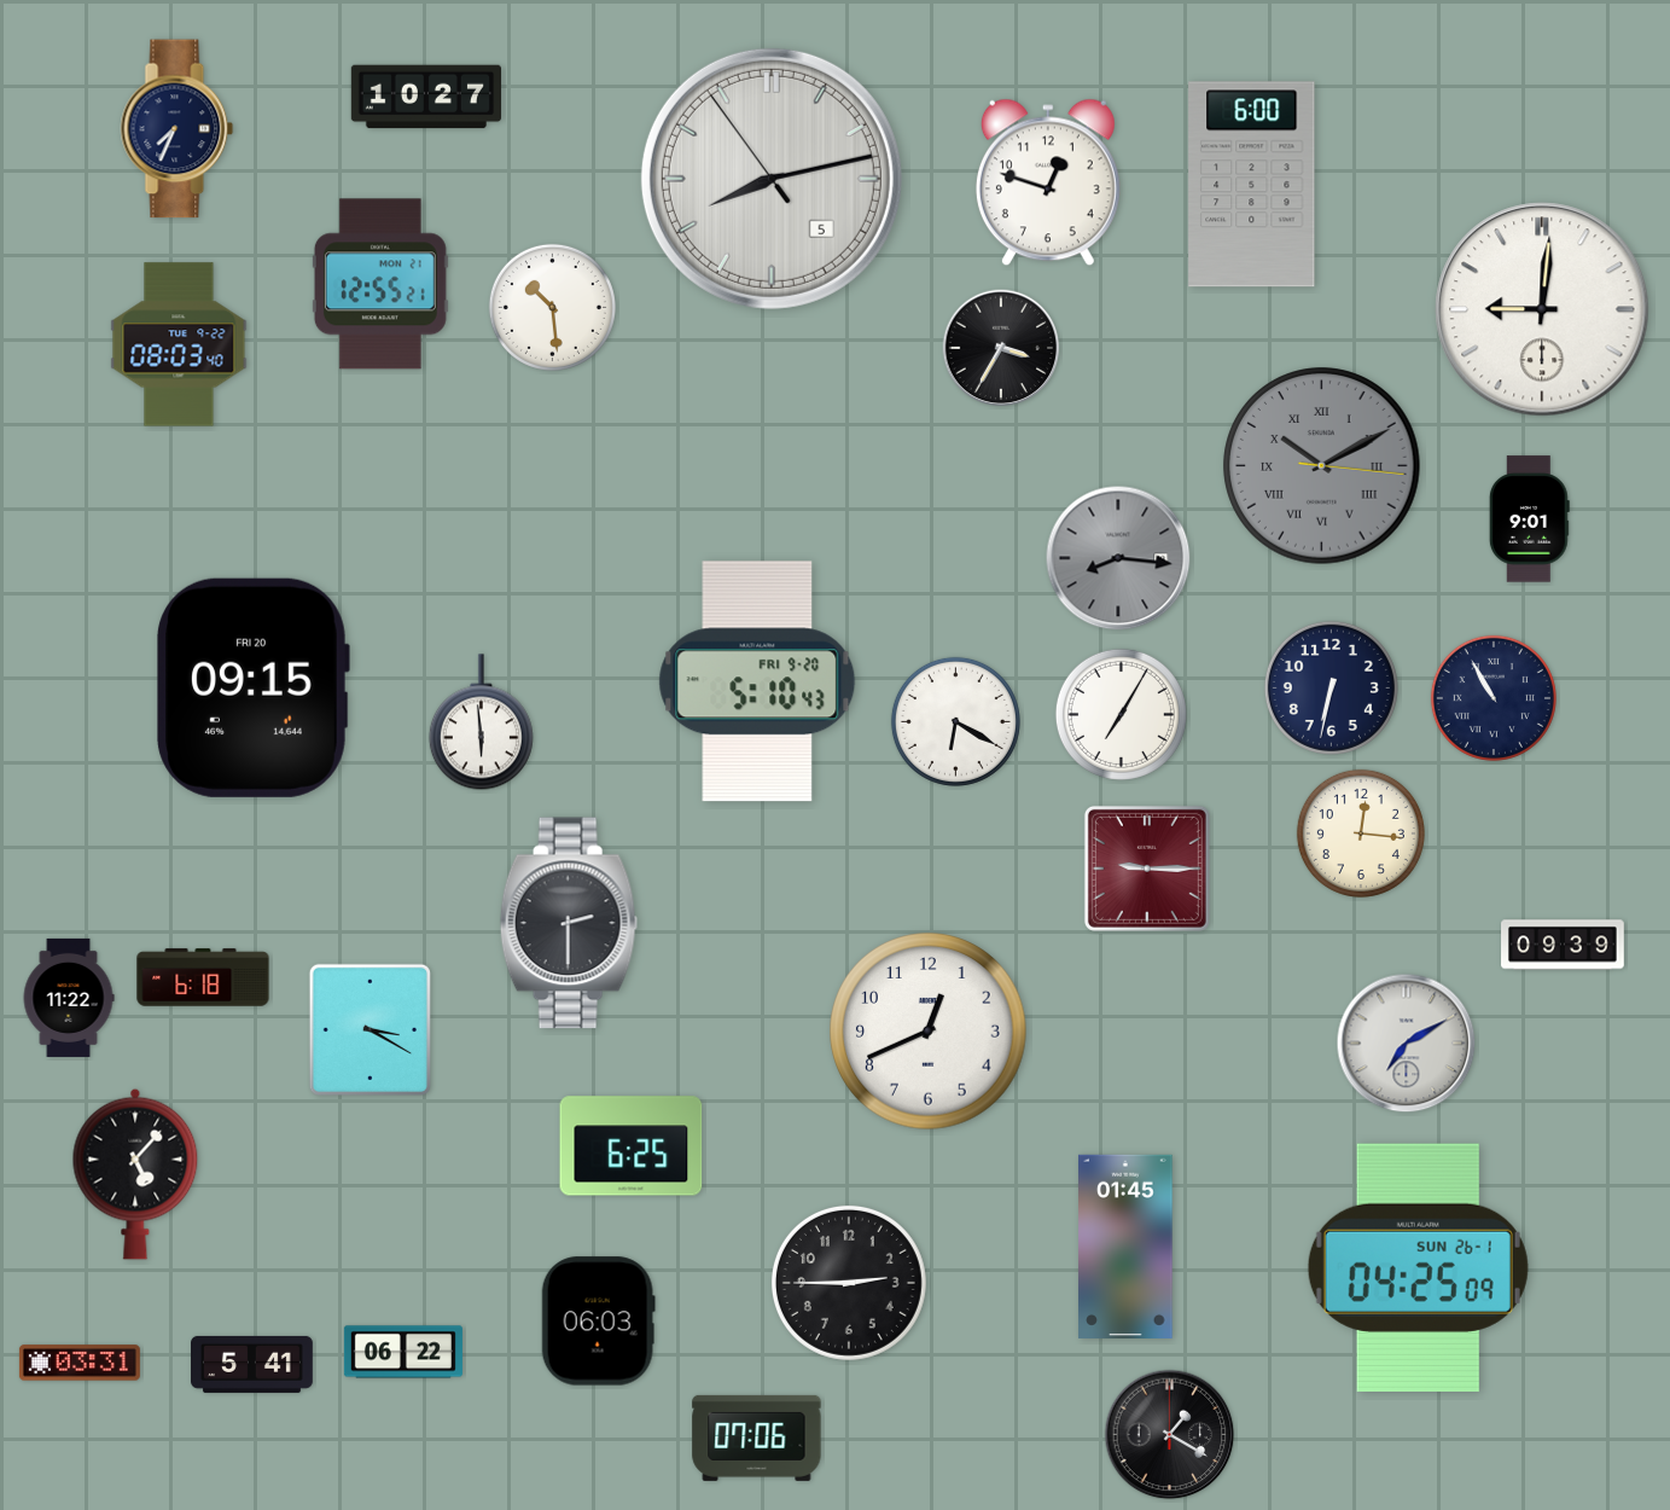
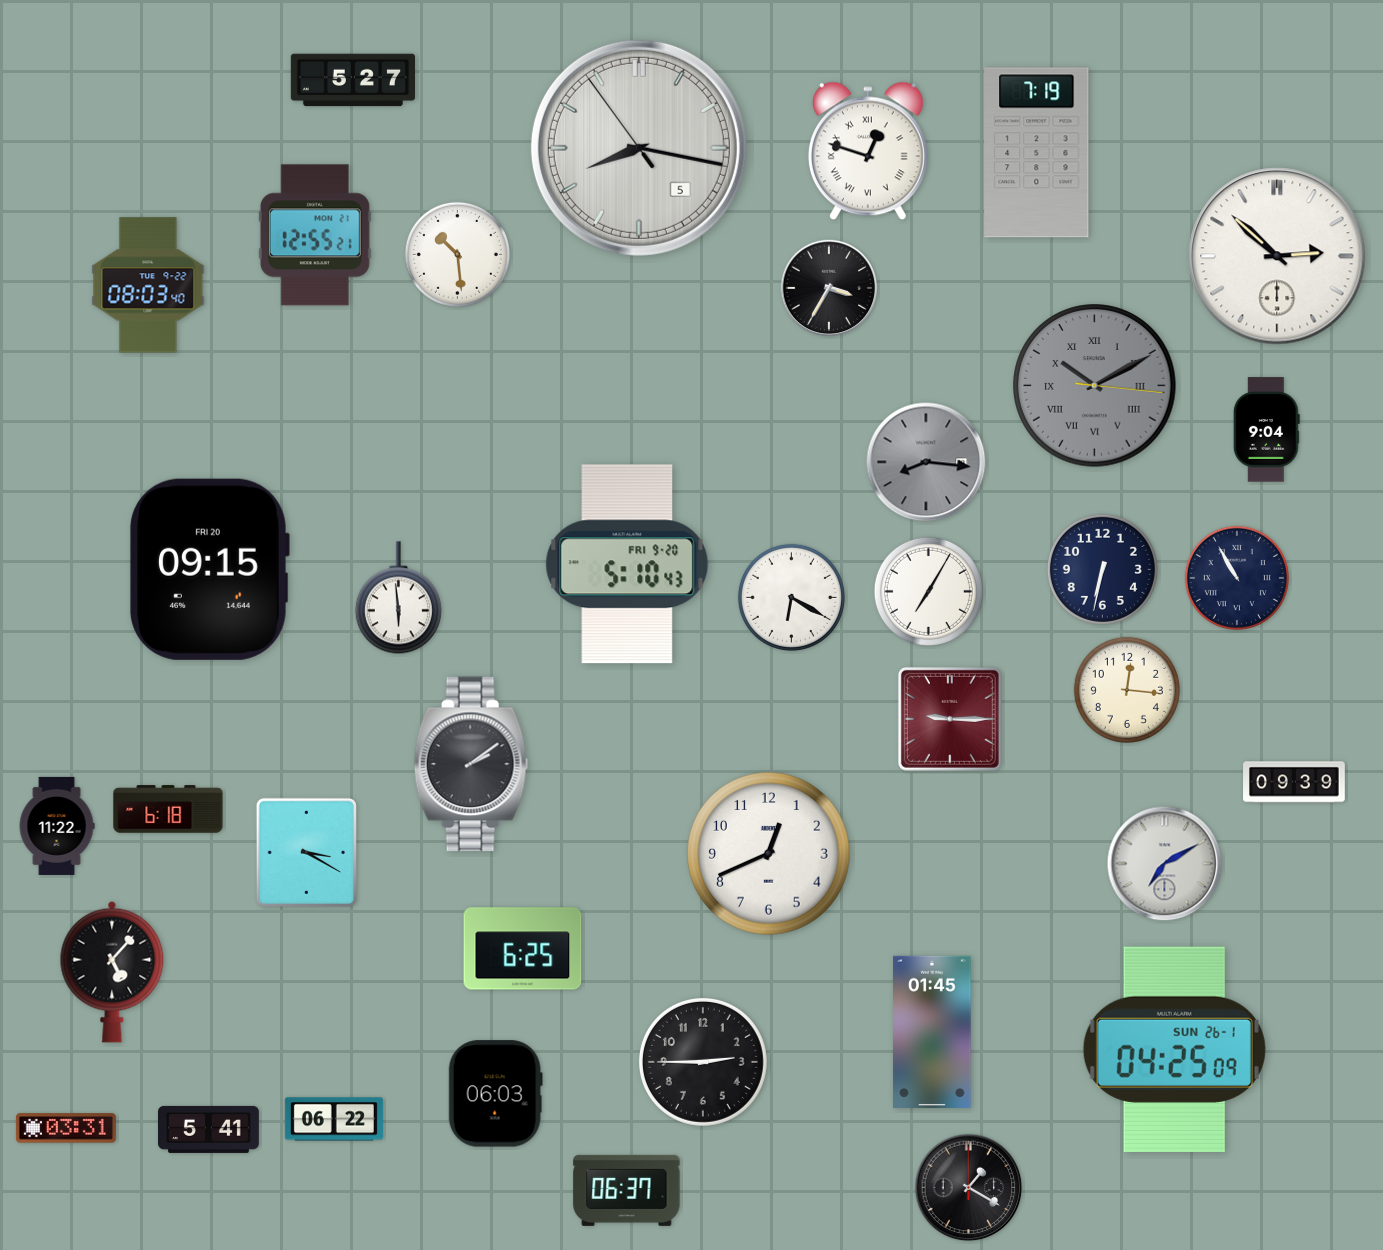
clock at (425, 97): 10:27 -> 5:27
clock at (178, 129): 7:34 -> none
clock at (772, 179): 8:12 -> 8:16
clock at (1048, 182) numerals: Arabic -> Roman
clock at (1252, 185): 6:00 -> 7:19
clock at (1542, 309): 9:01 -> 2:52
clock at (1529, 519): 9:01 -> 9:04
clock at (569, 923): 2:30 -> 2:09
clock at (757, 1438): 07:06 -> 06:37
